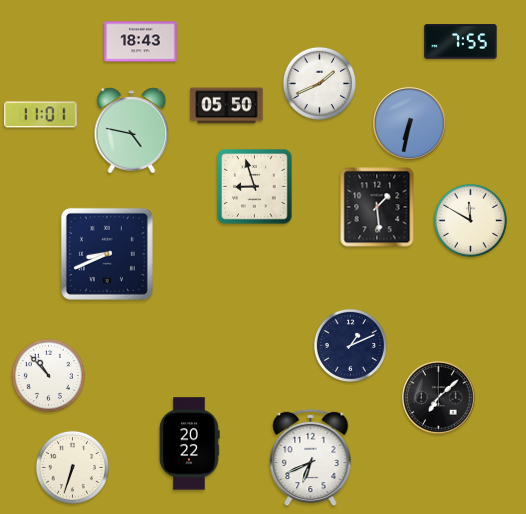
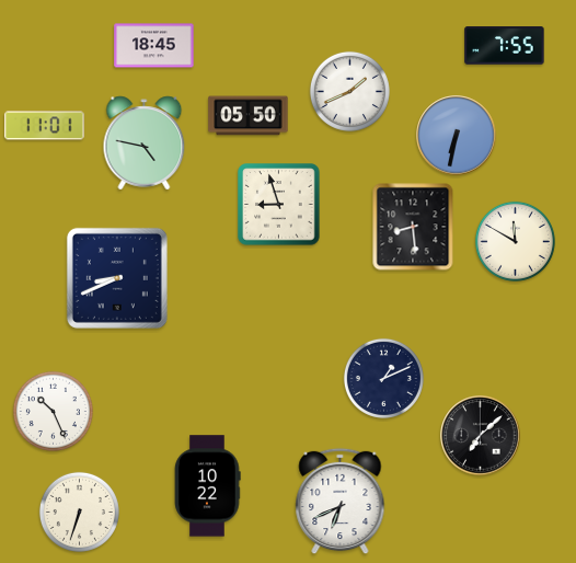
clock at (141, 42): 18:43 -> 18:45
clock at (410, 124) position: (410, 124) -> (457, 136)
clock at (377, 207): 1:29 -> 8:29
clock at (48, 375): 10:53 -> 10:26
clock at (189, 444): 20:22 -> 10:22
